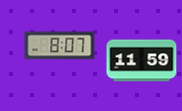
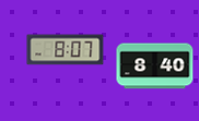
clock at (142, 61): 11:59 -> 8:40
